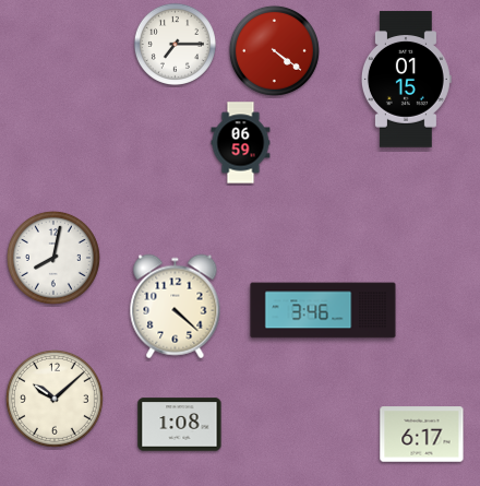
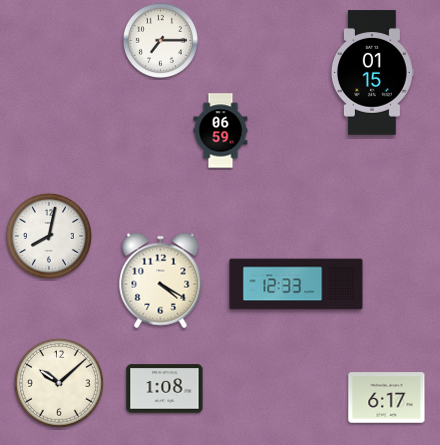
clock at (274, 50): 4:21 -> none
clock at (176, 307): 4:22 -> 4:20
clock at (323, 310): 3:46 -> 12:33
clock at (55, 399) position: (55, 399) -> (59, 383)
